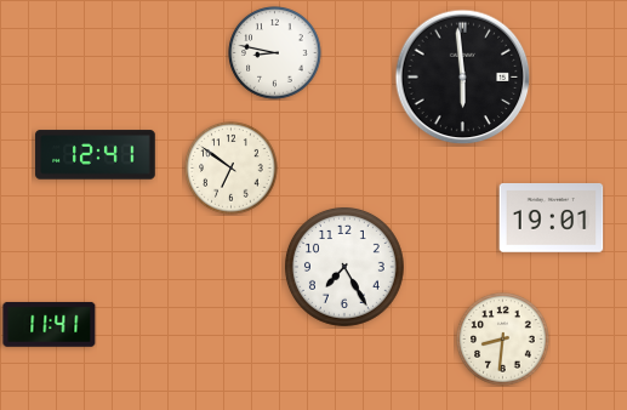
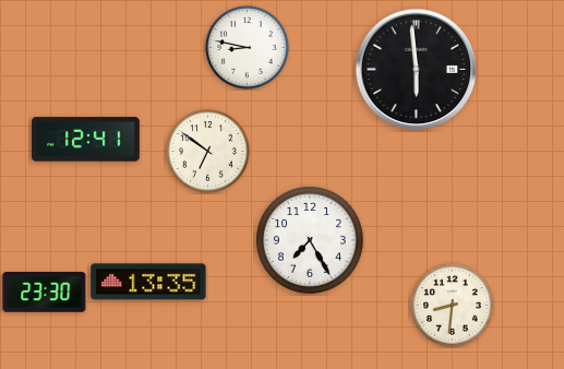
clock at (552, 218): 19:01 -> none
clock at (148, 282): none -> 13:35
clock at (50, 324): 11:41 -> 23:30
